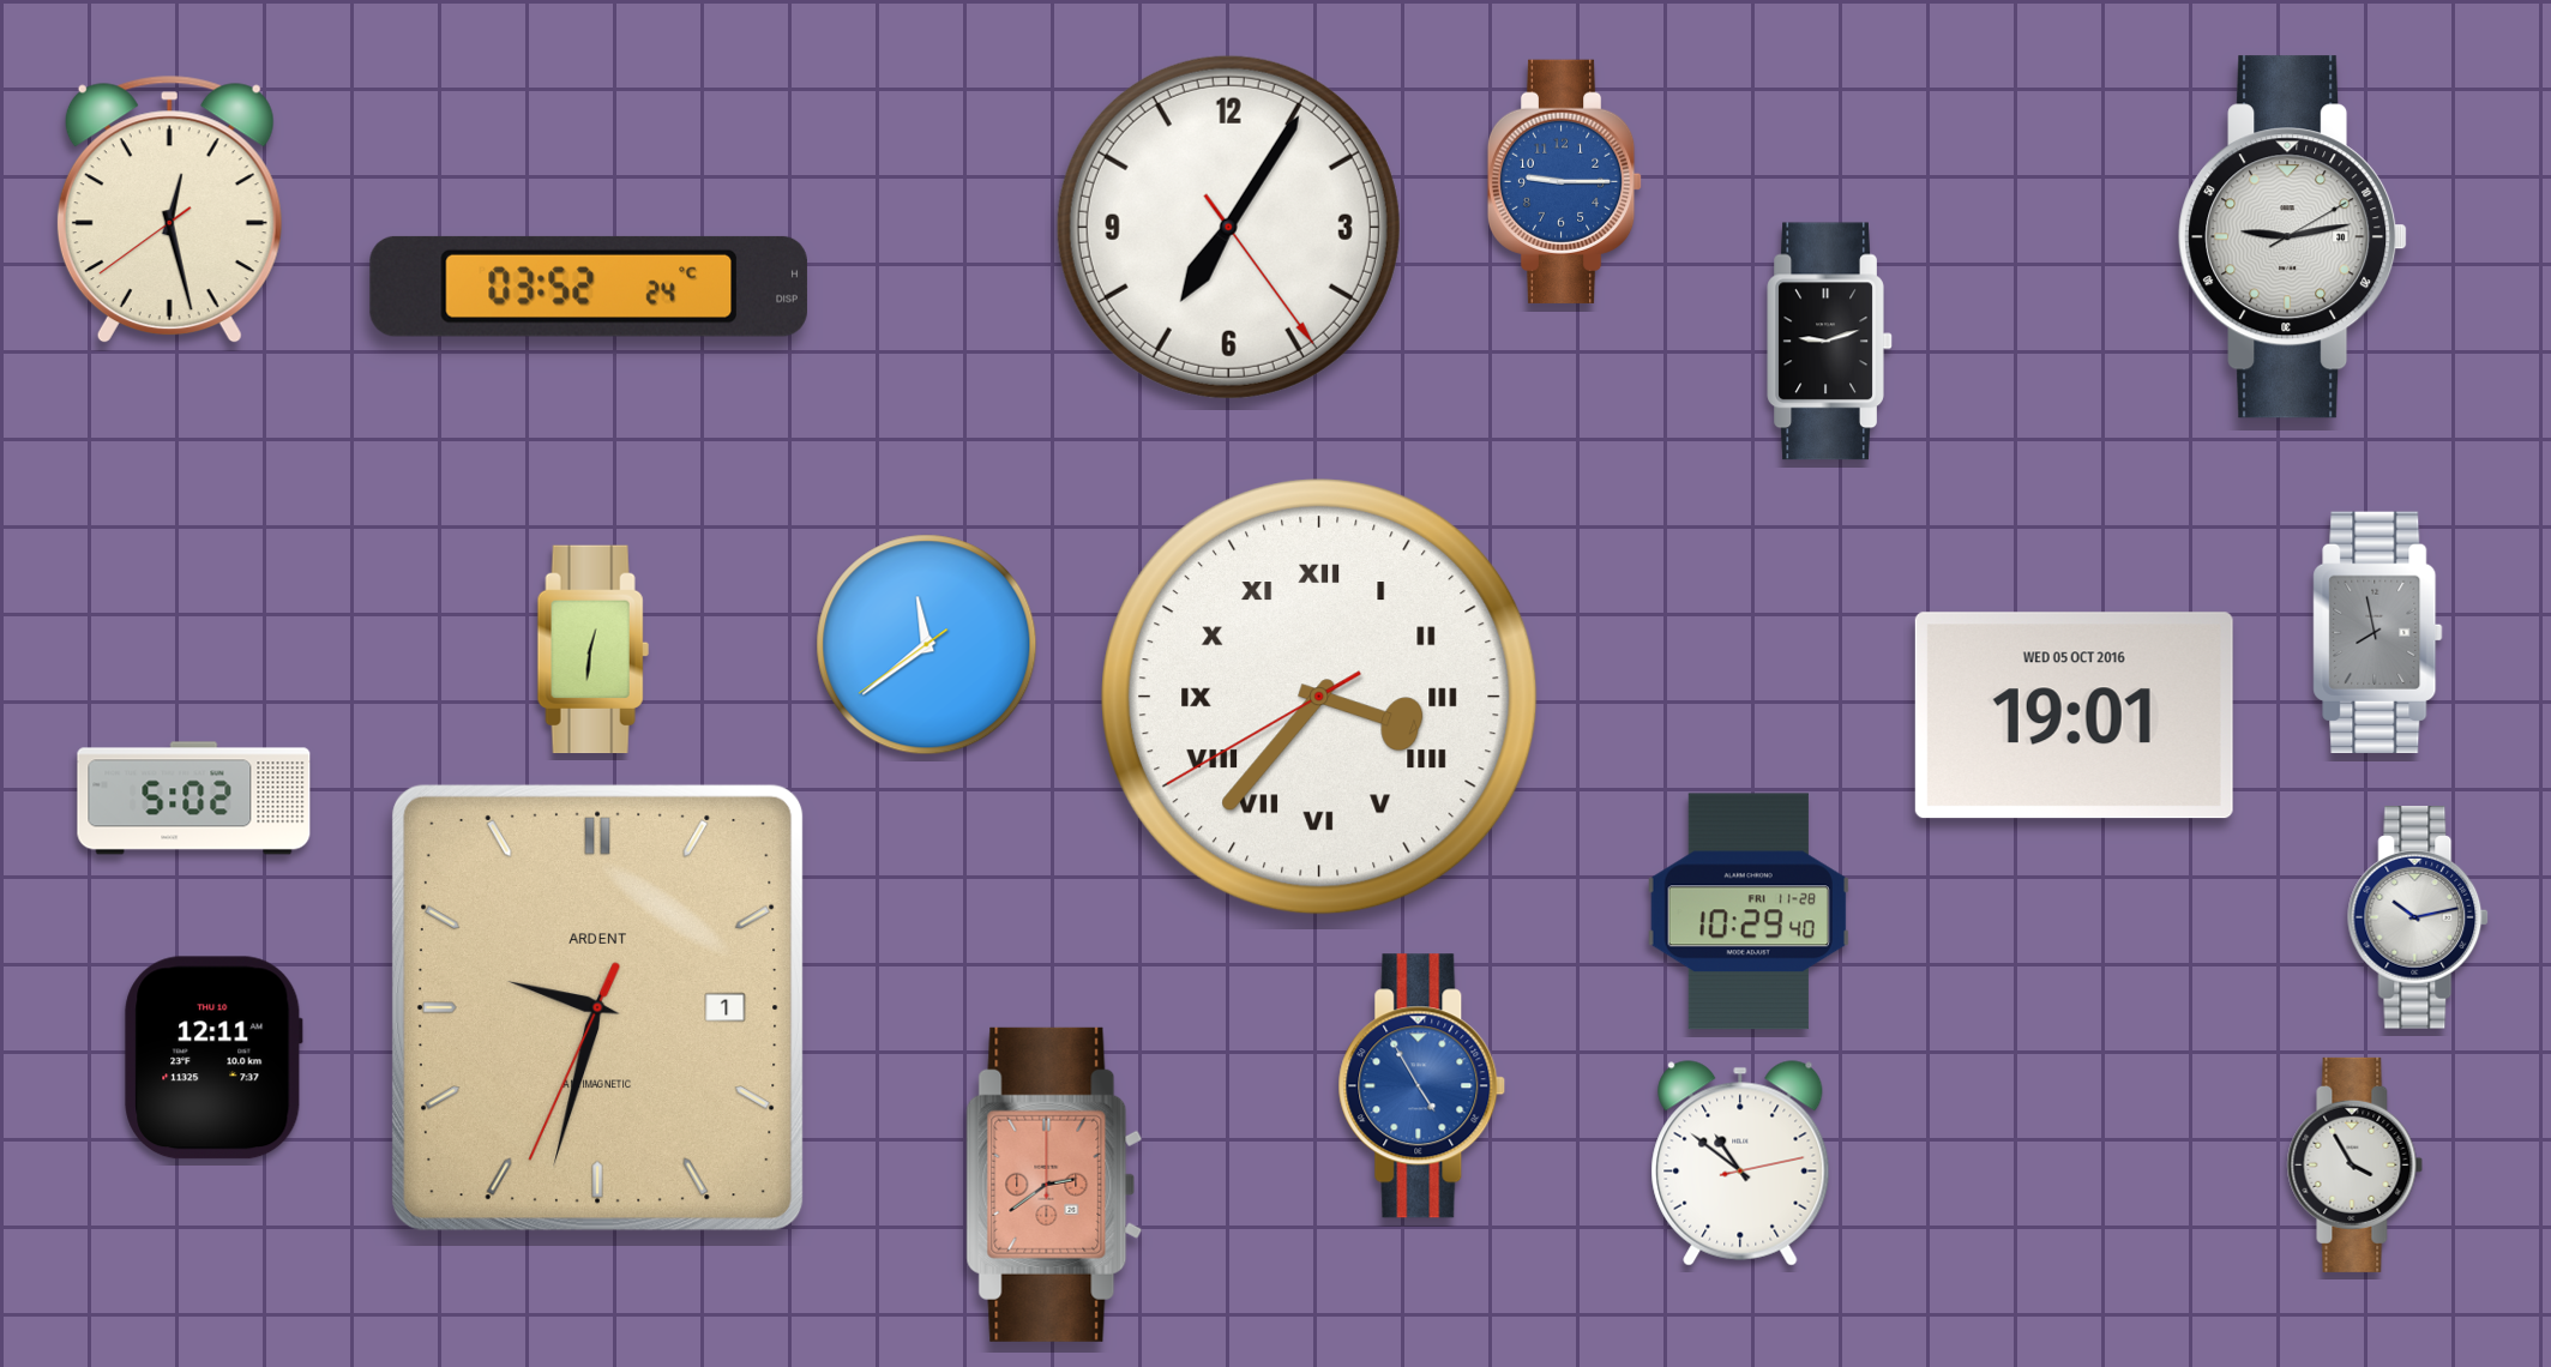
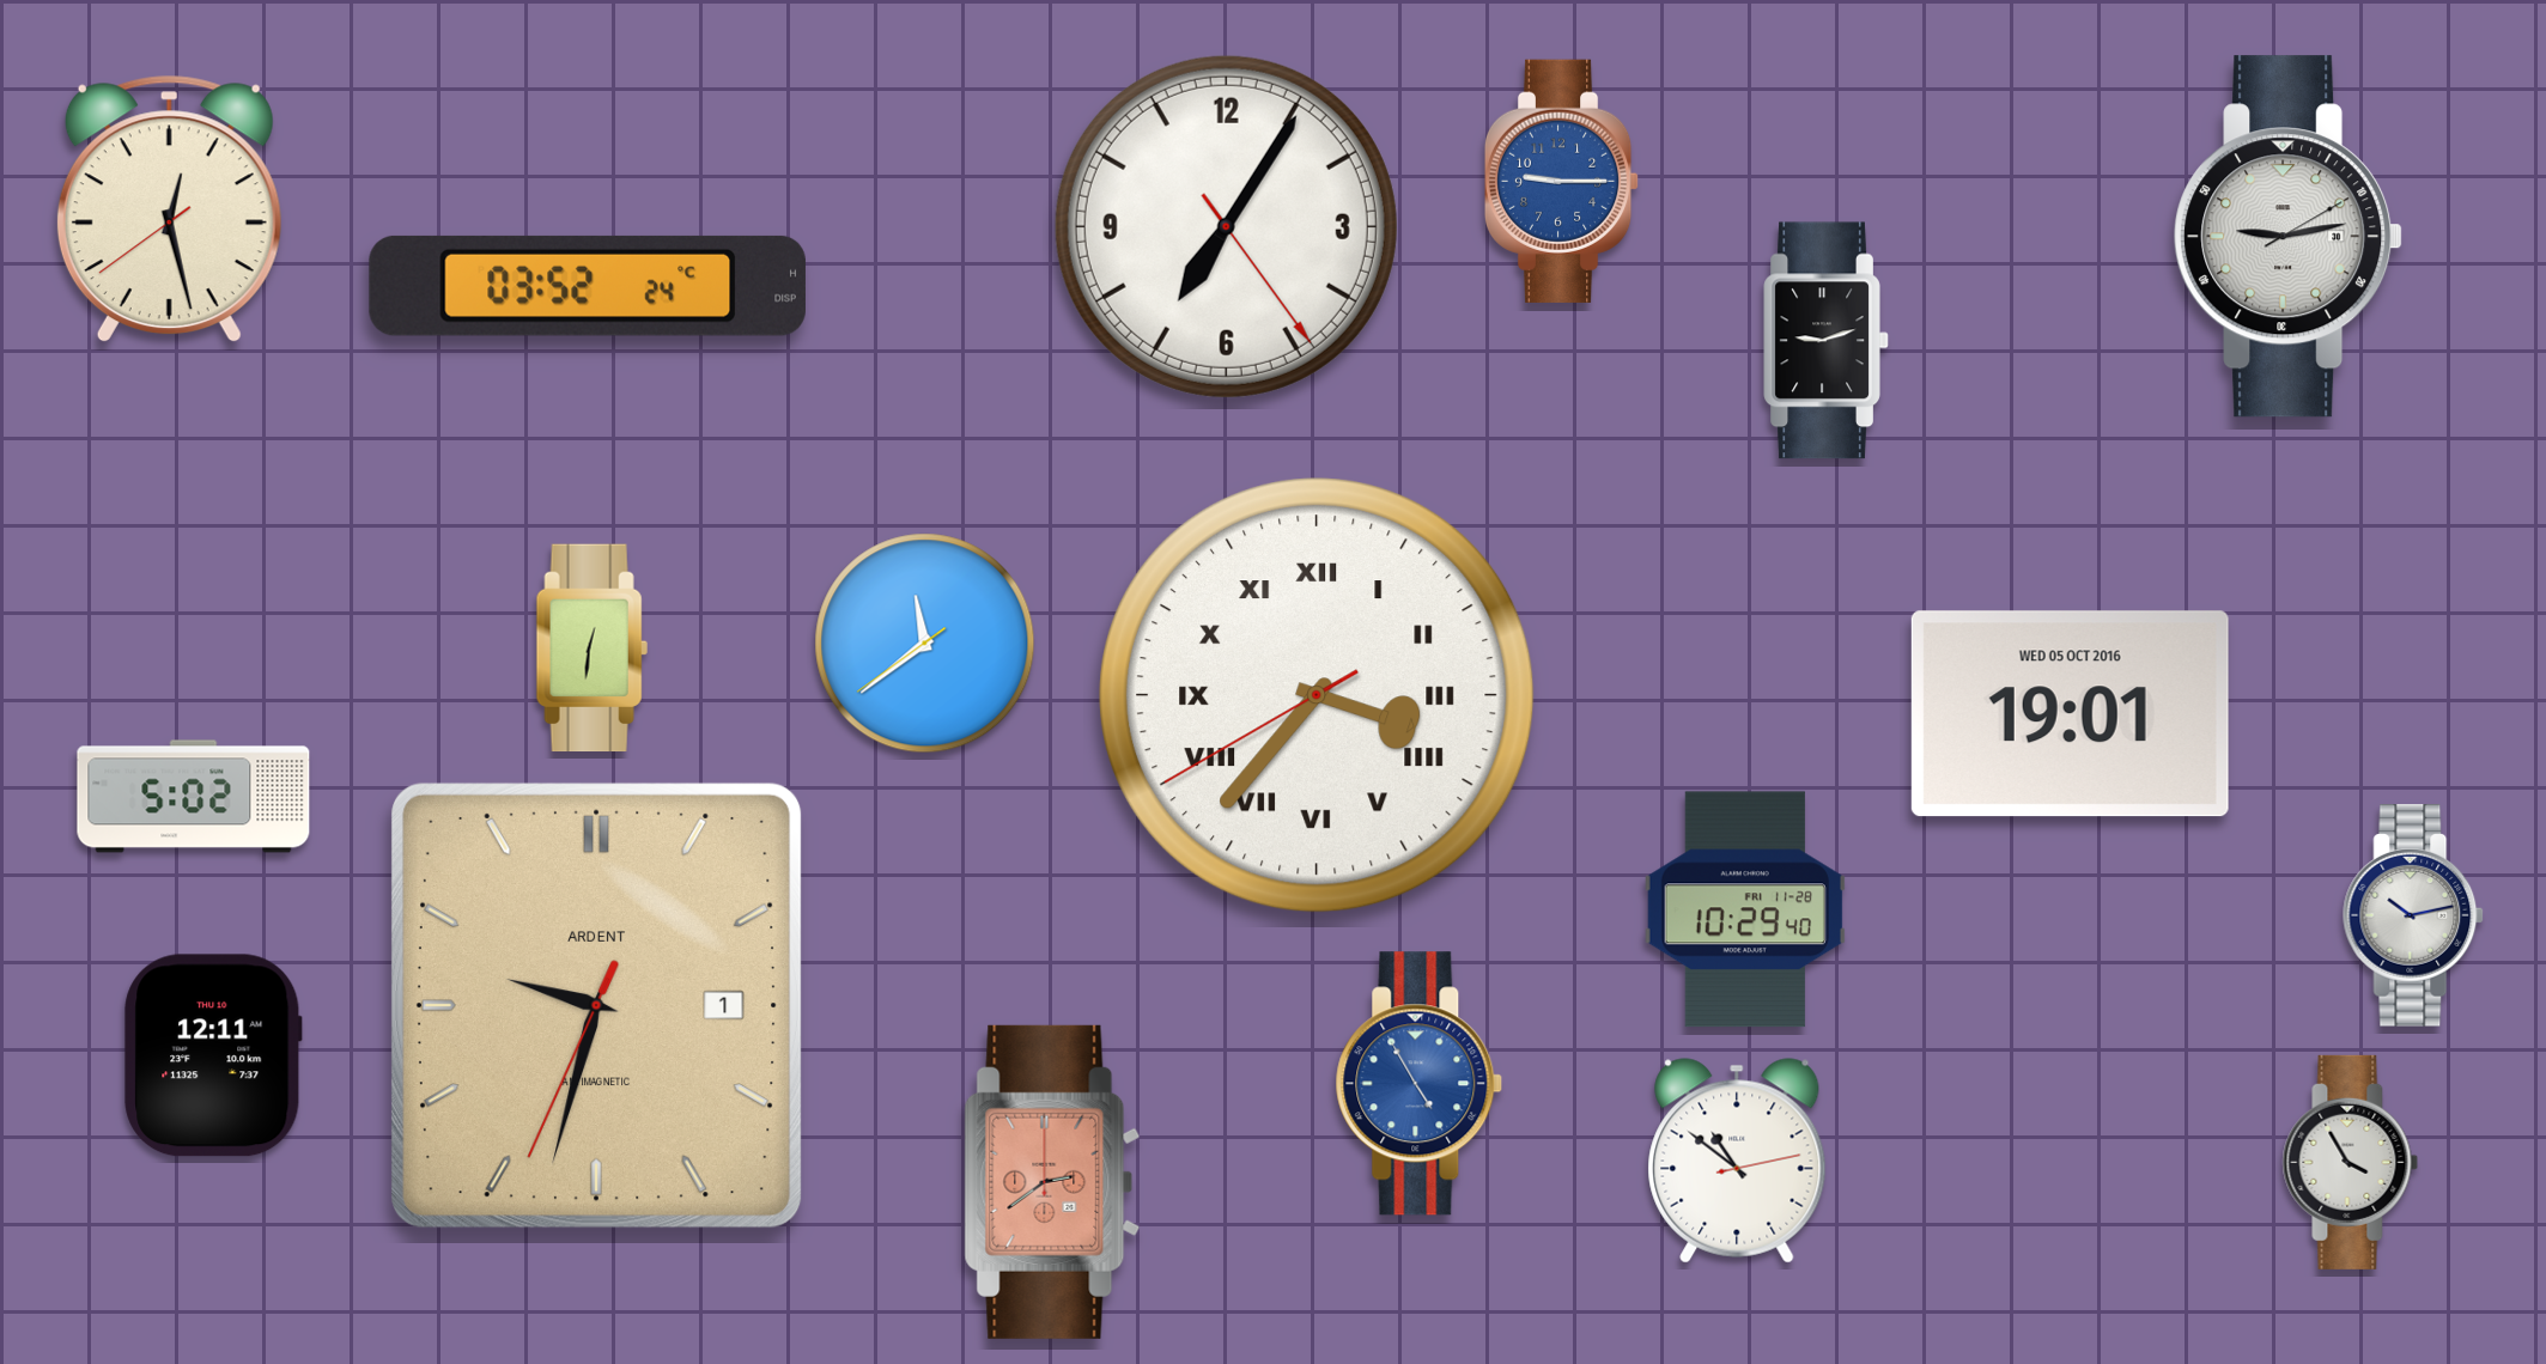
clock at (2378, 632): 7:58 -> none
